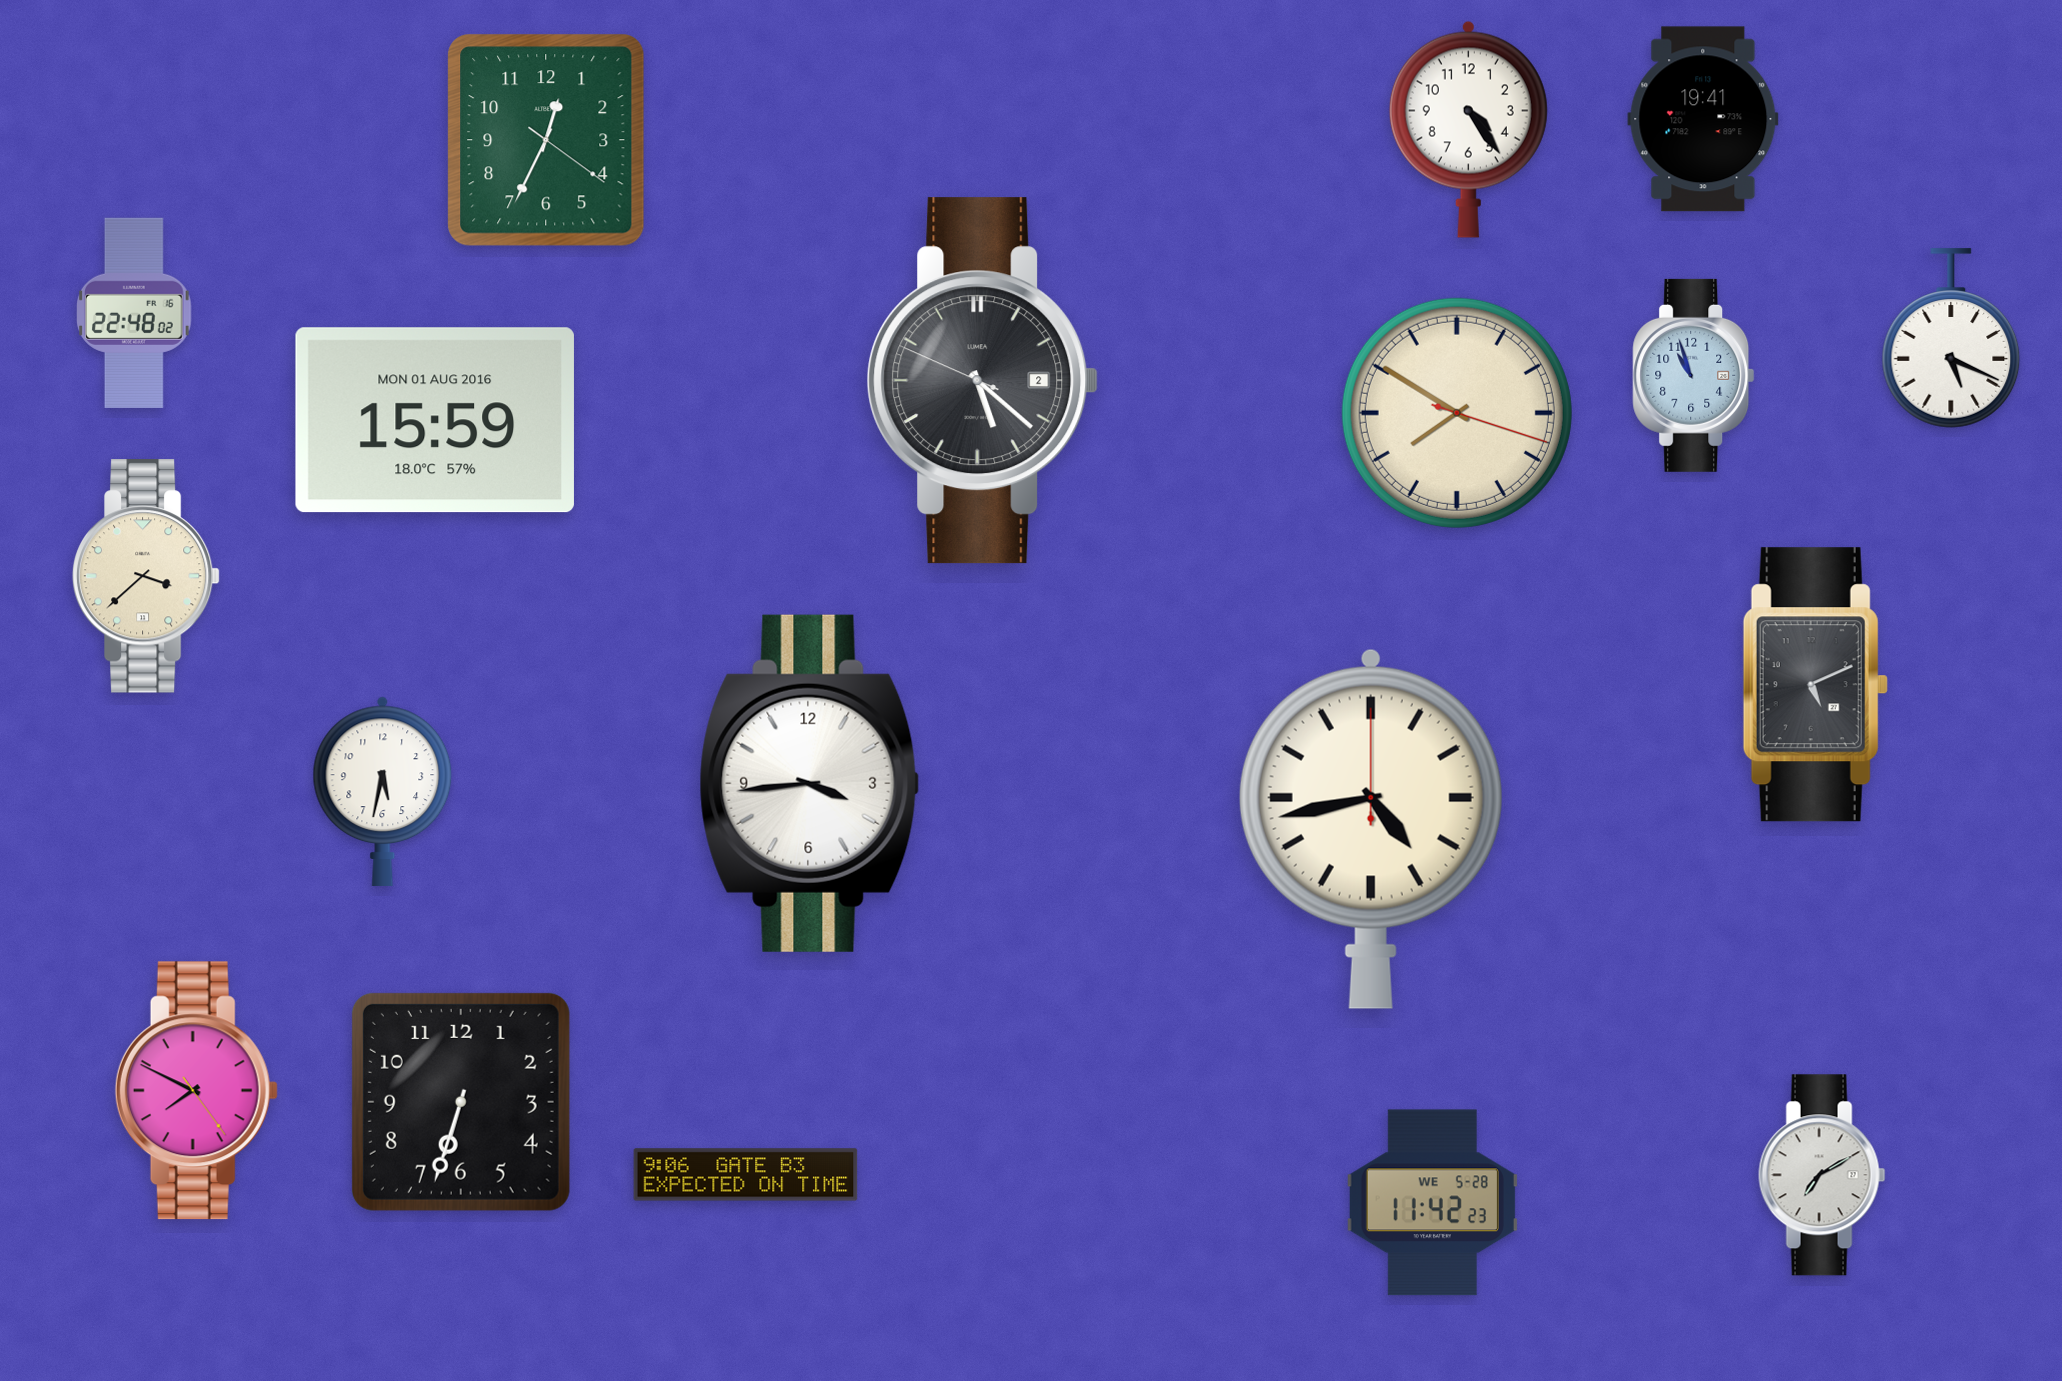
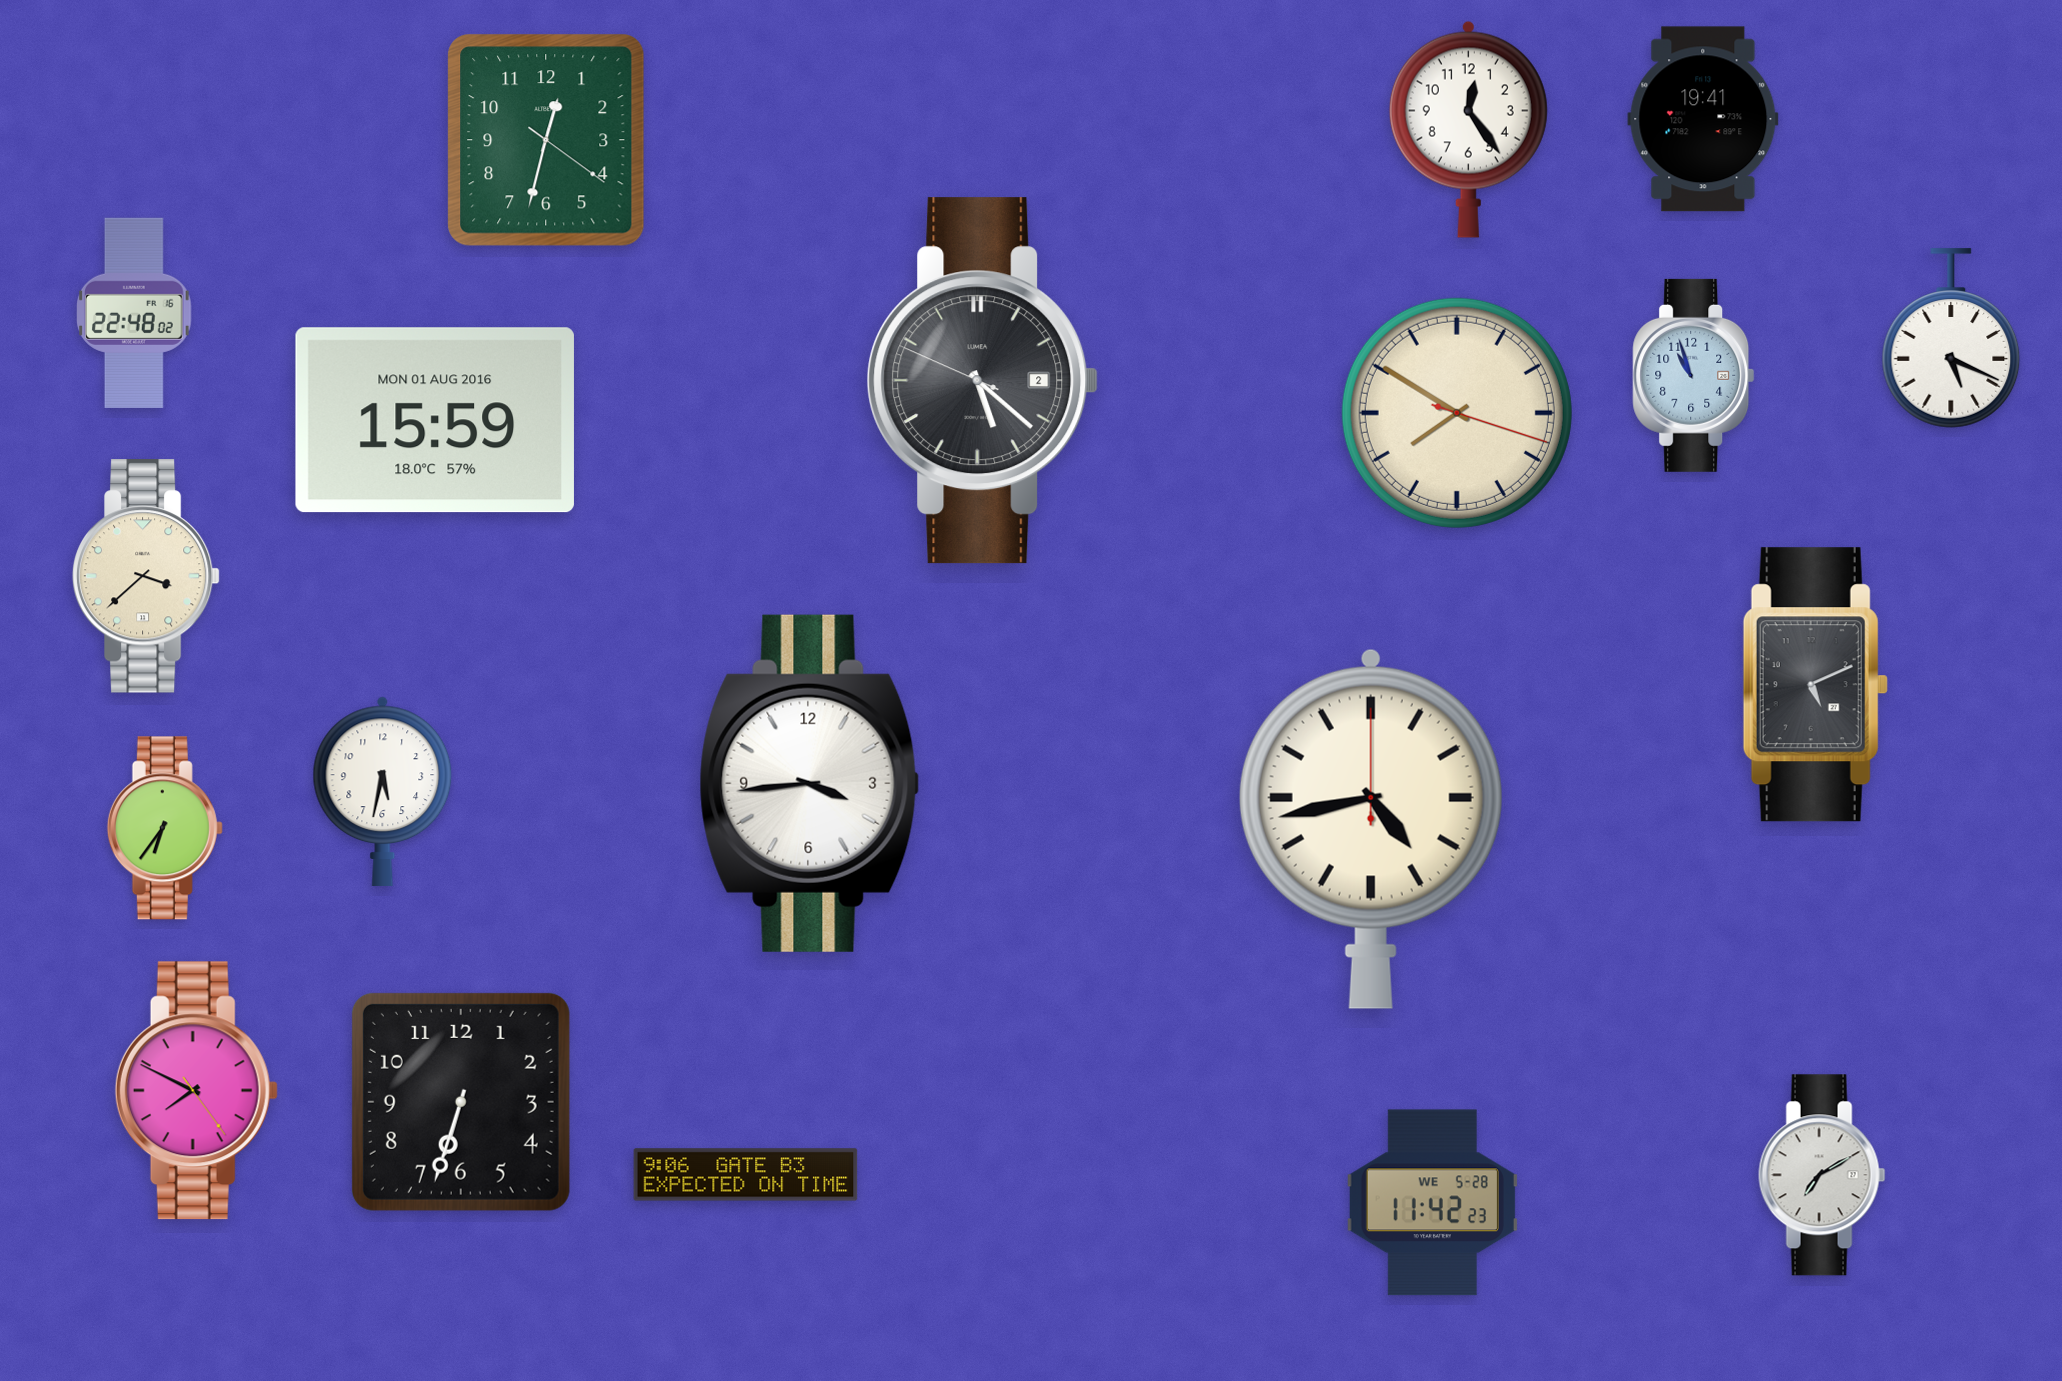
clock at (1468, 129): 4:24 -> 12:24
clock at (546, 140): 12:34 -> 12:32
clock at (165, 828): none -> 6:36
